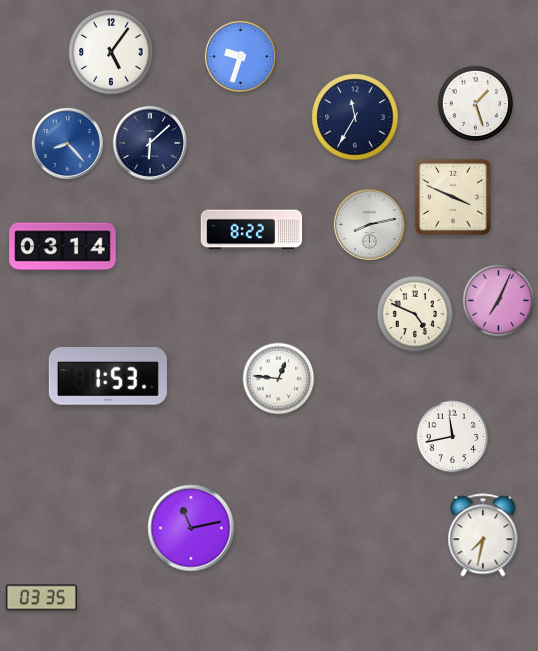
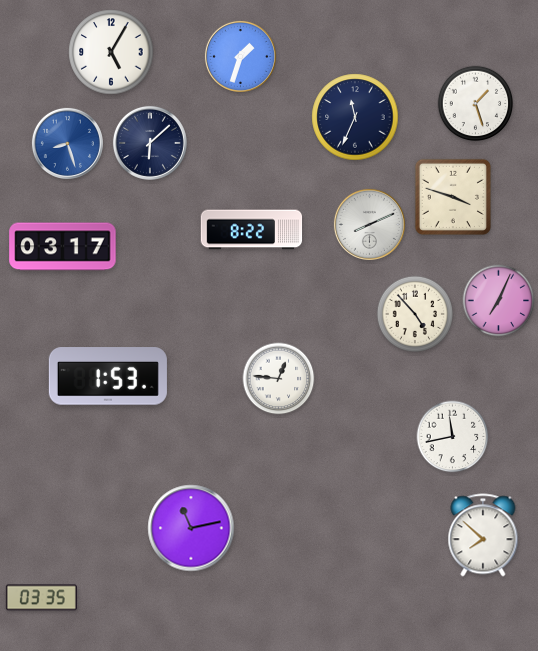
clock at (111, 52): 5:06 -> 5:05
clock at (240, 56): 9:33 -> 1:33
clock at (355, 117): 11:35 -> 11:34
clock at (67, 143): 8:23 -> 8:27
clock at (453, 197): 3:49 -> 3:48
clock at (369, 224): 8:13 -> 8:11
clock at (63, 247): 03:14 -> 03:17
clock at (414, 313): 4:49 -> 4:53
clock at (483, 535): 7:32 -> 7:52
